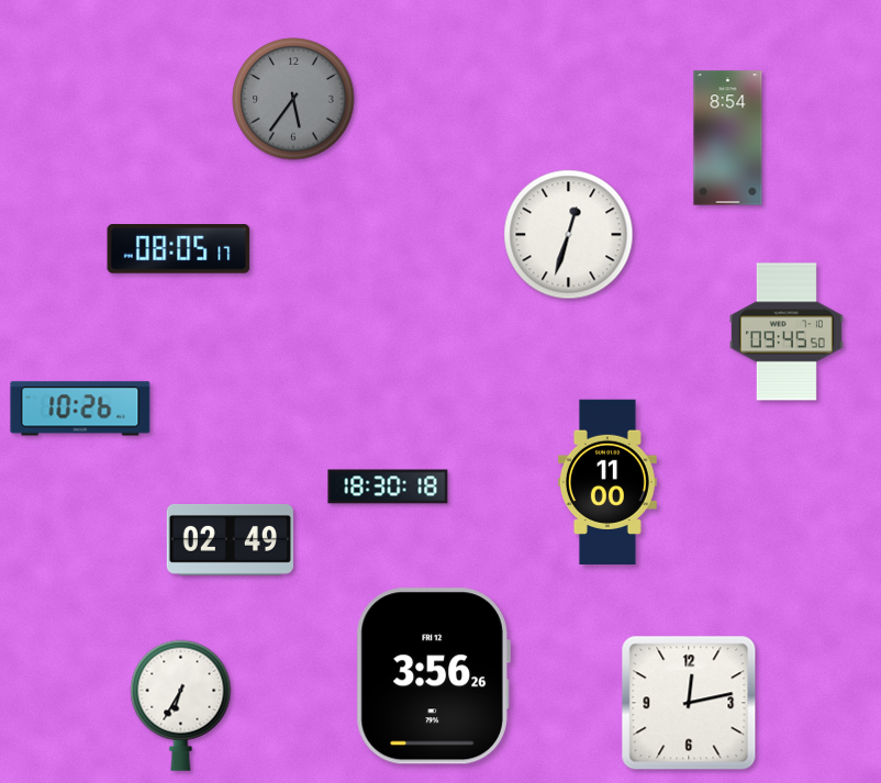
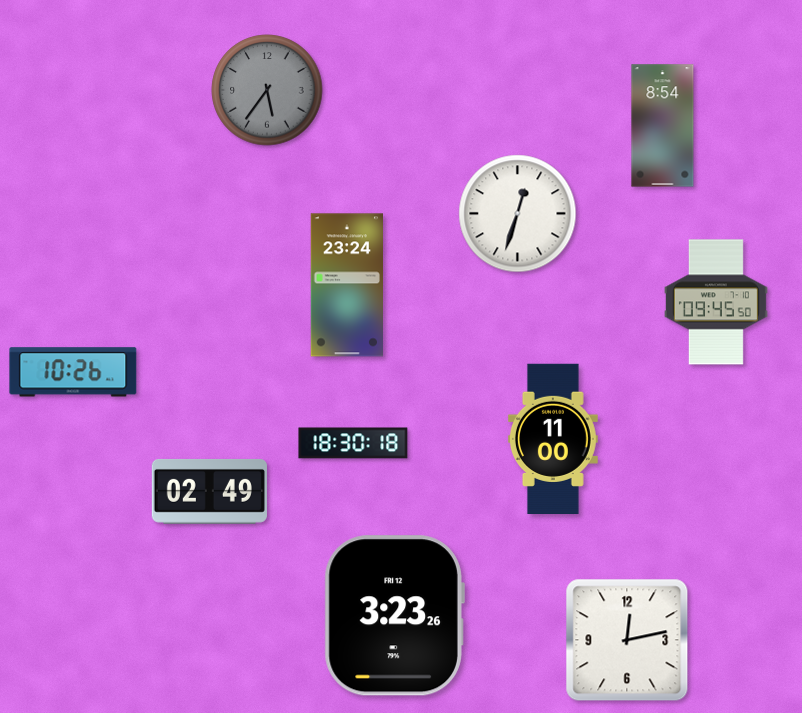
clock at (179, 249): 08:05 -> none
clock at (346, 285): none -> 23:24
clock at (433, 676): 3:56 -> 3:23
clock at (181, 705): 6:35 -> none
